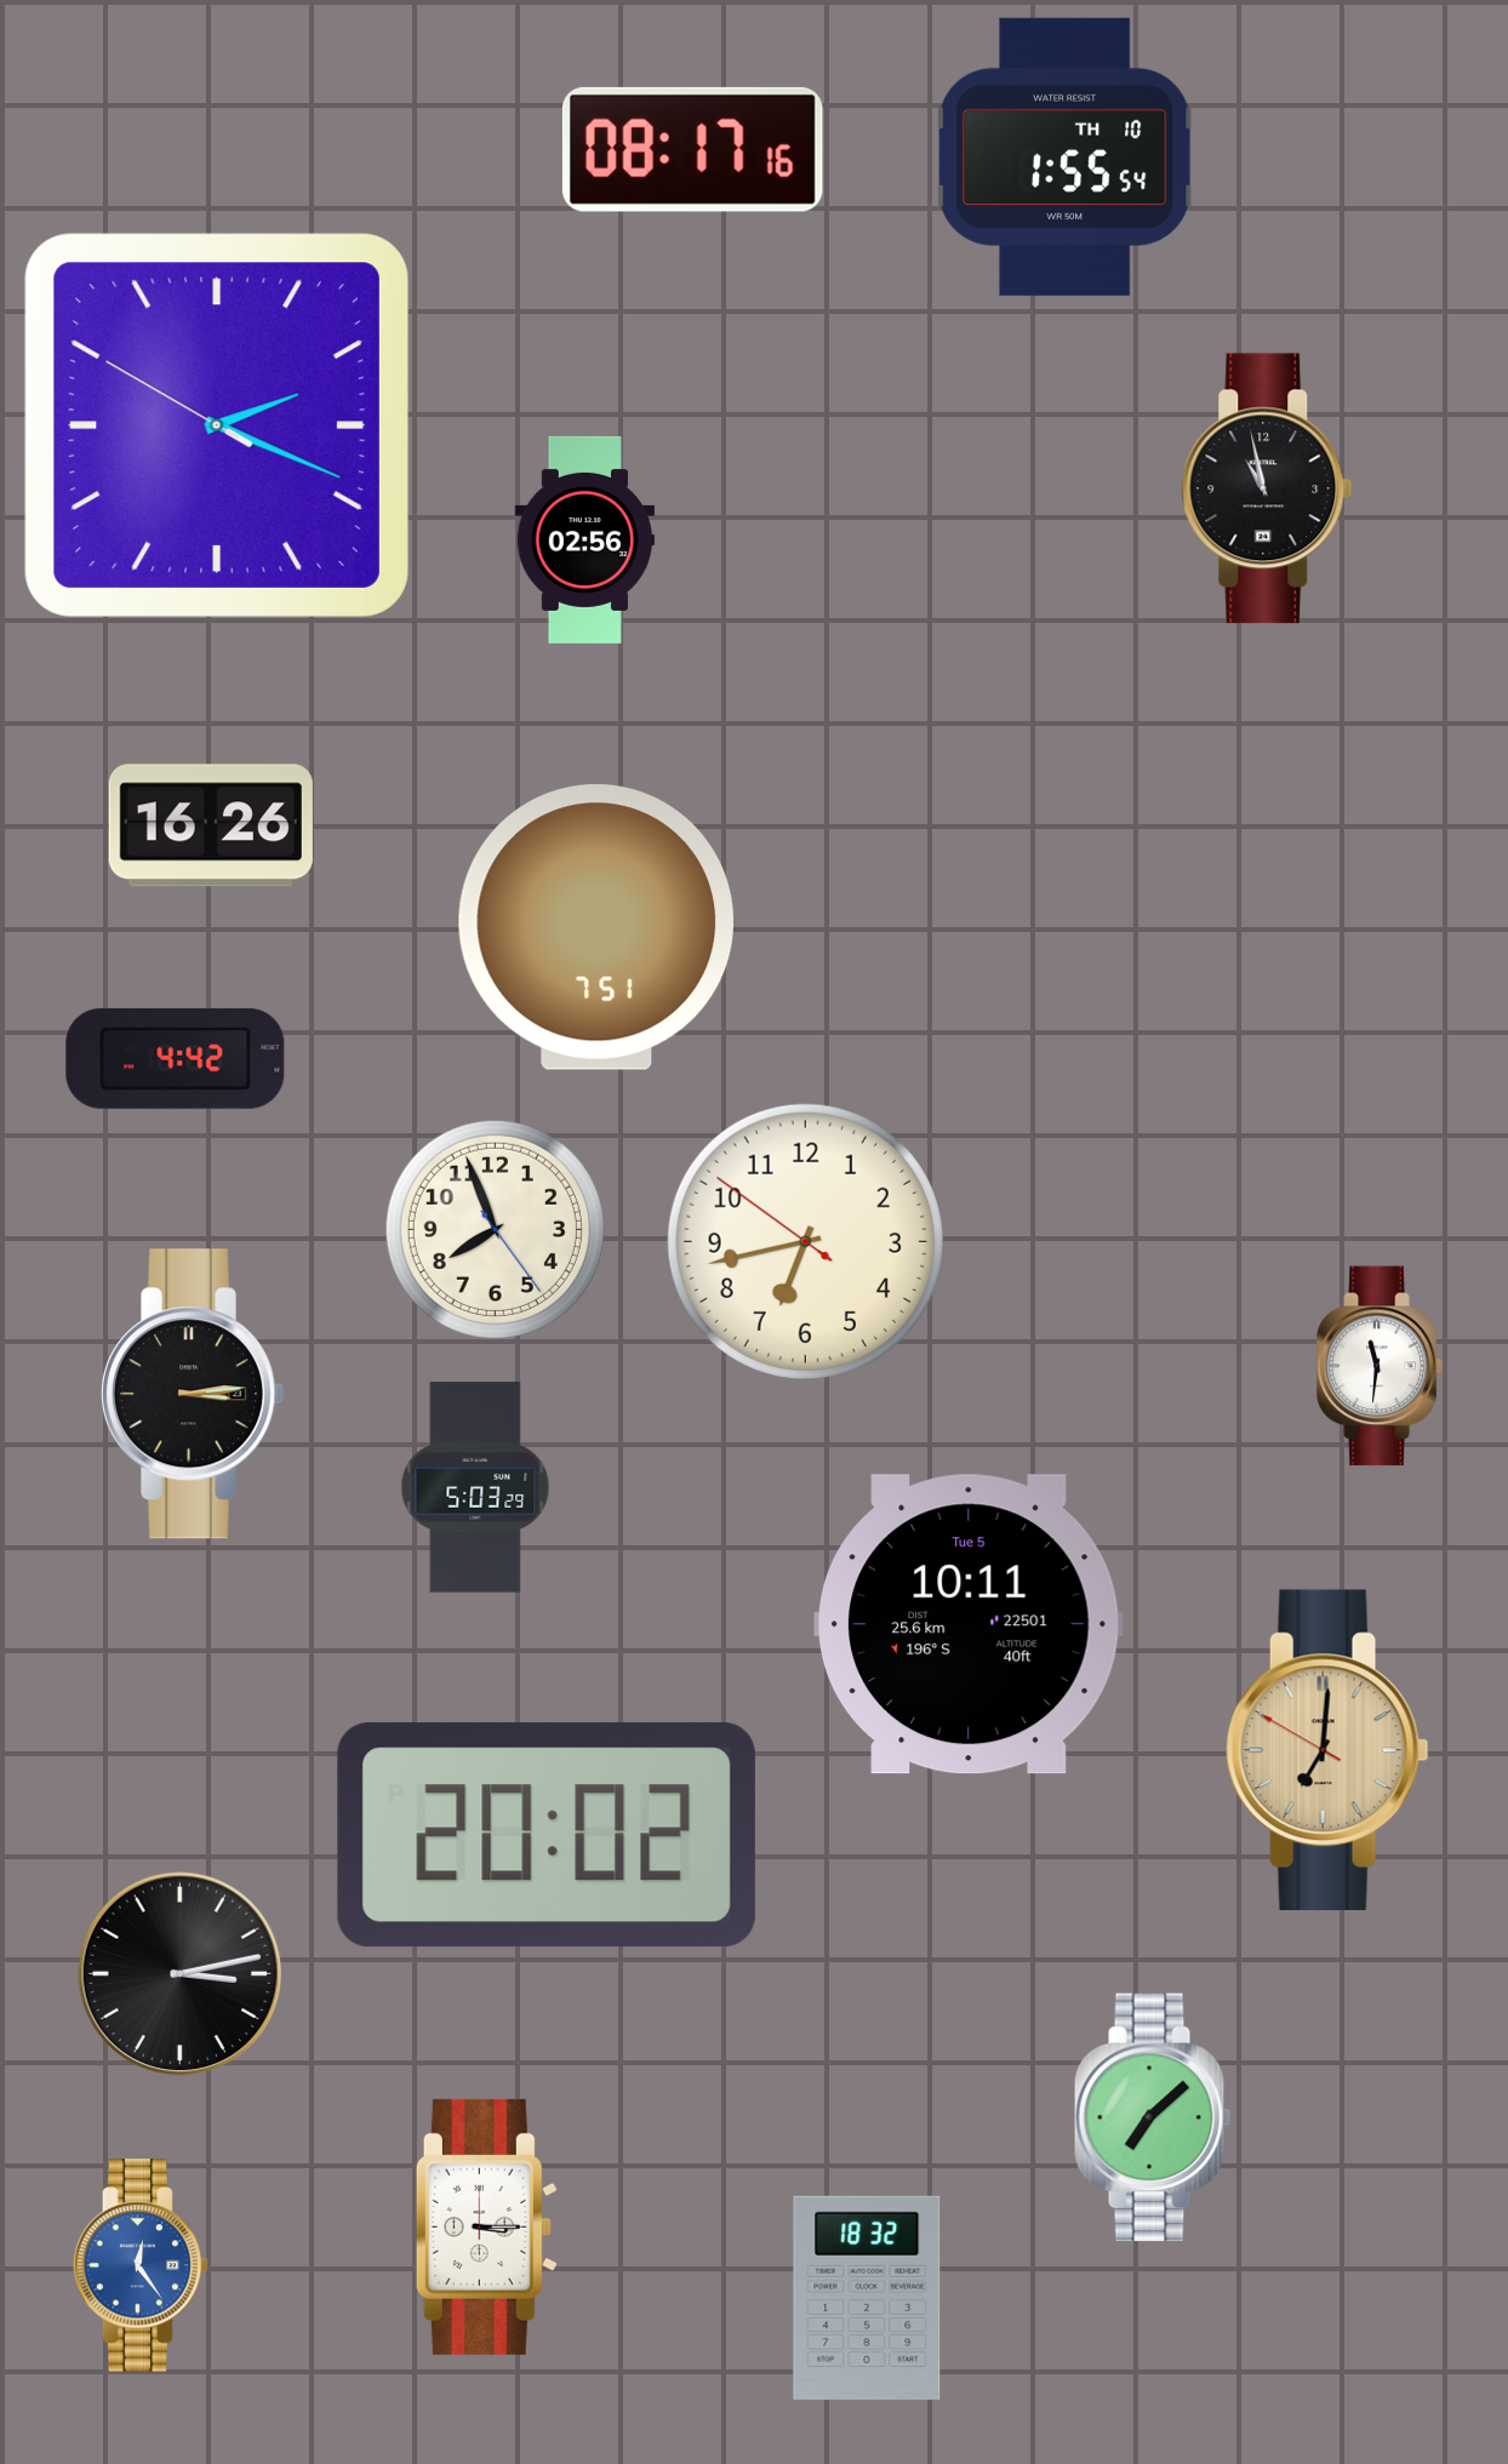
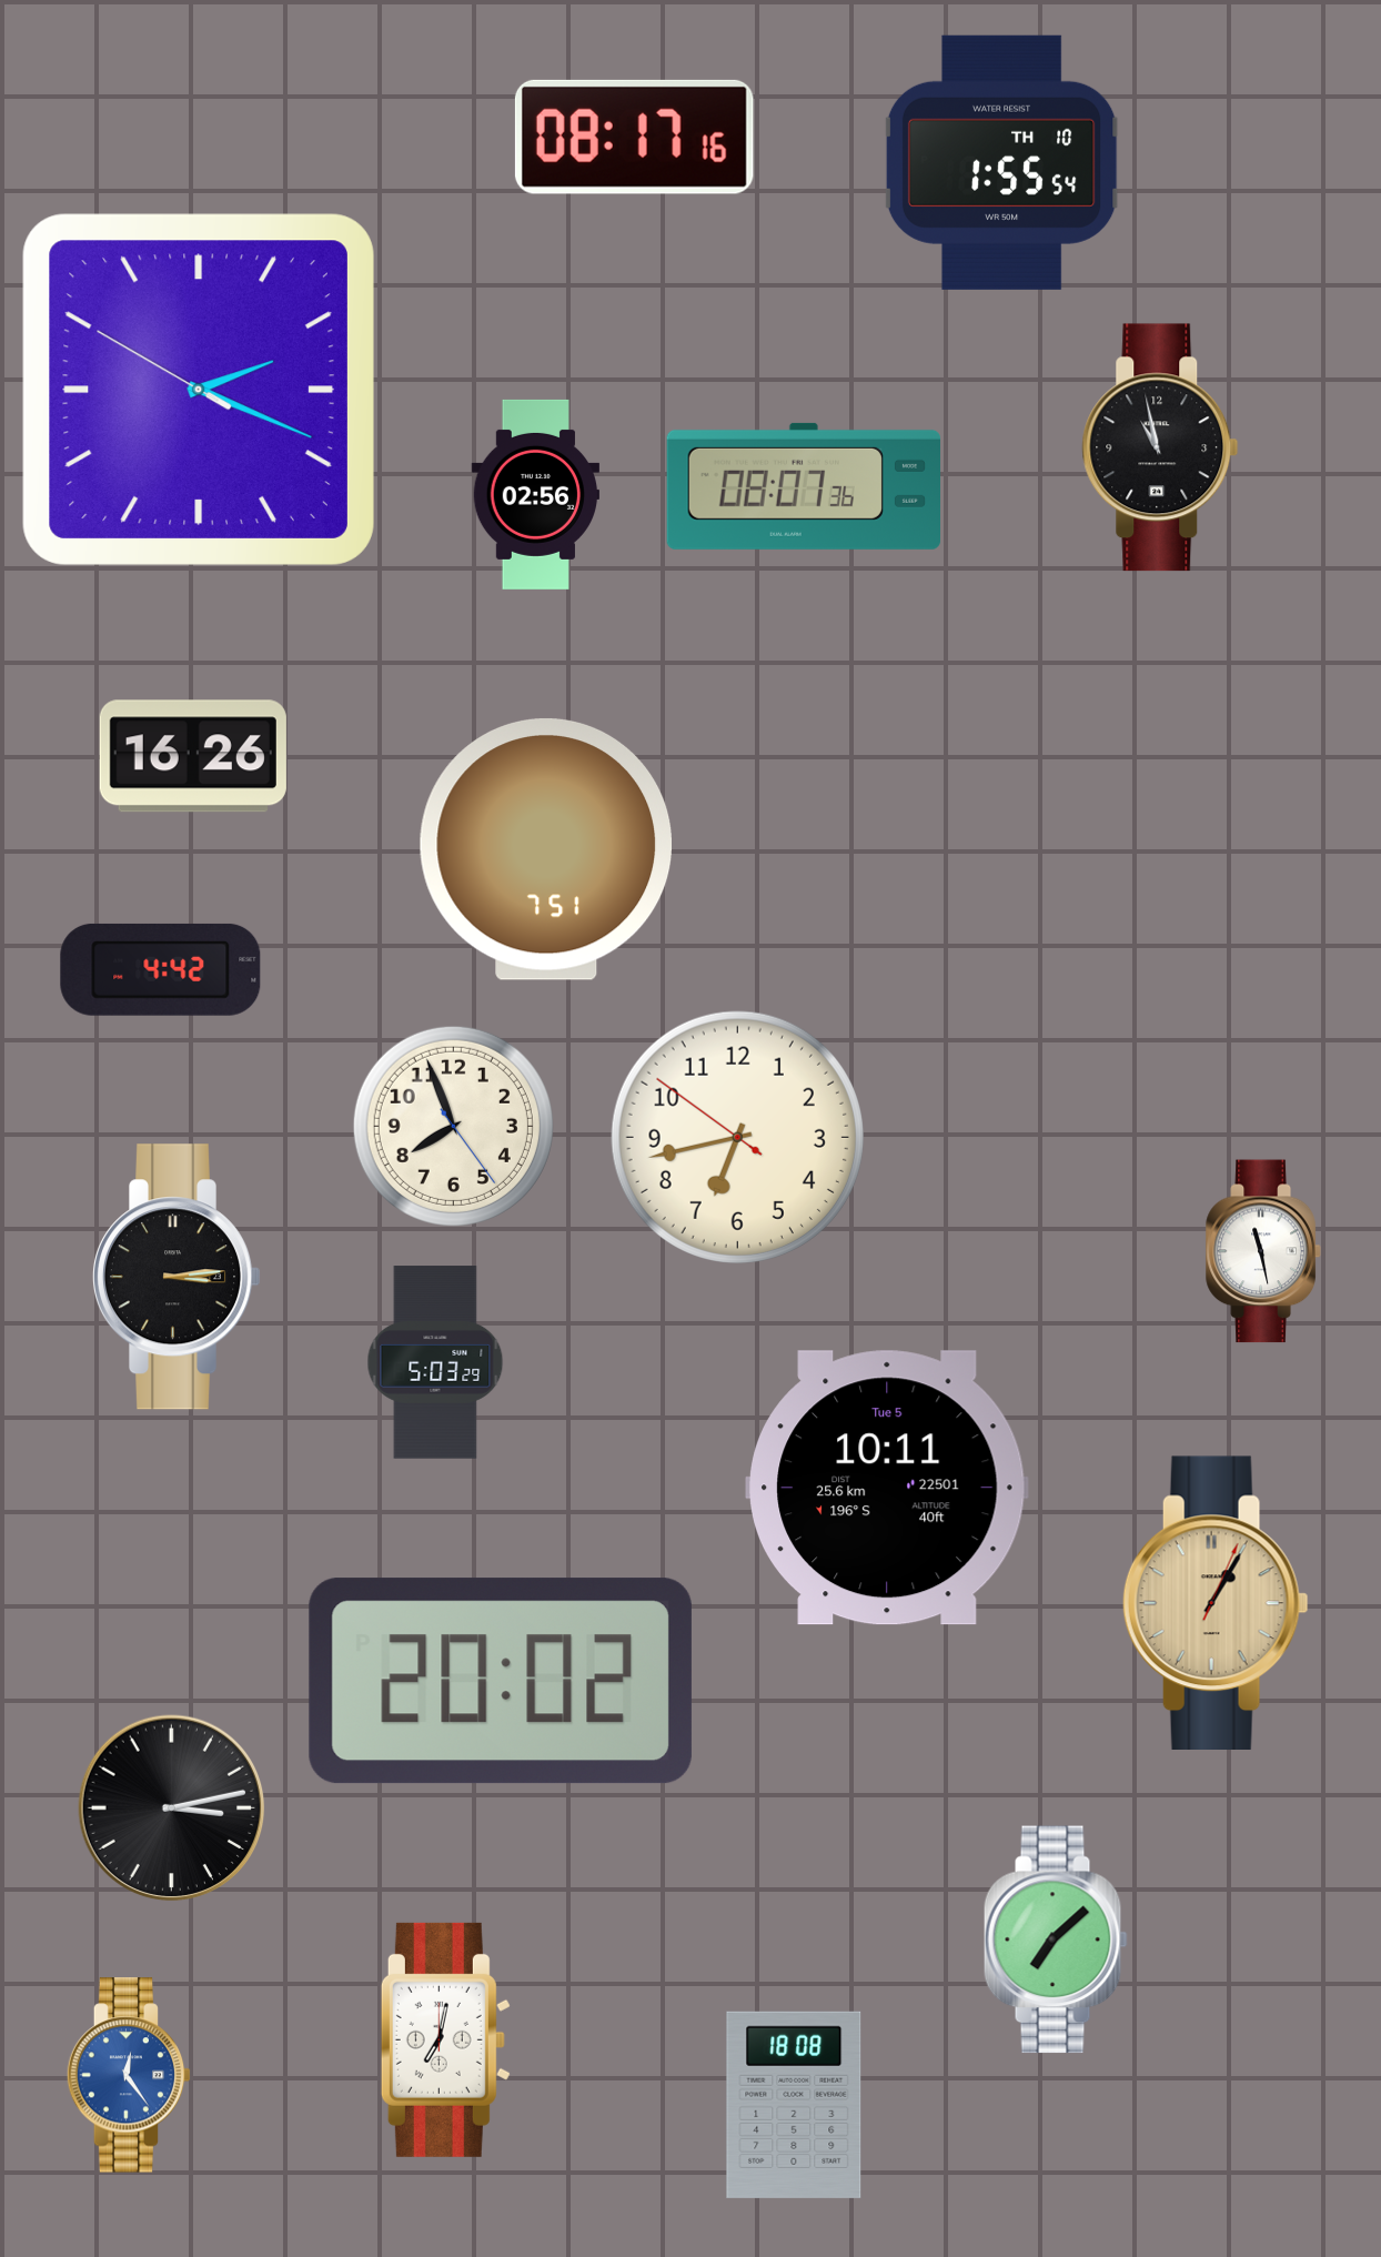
clock at (1064, 156) position: (1064, 156) -> (1001, 162)
clock at (803, 486): none -> 08:07
clock at (1380, 1366): 11:31 -> 11:28
clock at (1327, 1749): 7:00 -> 1:05
clock at (181, 1974) position: (181, 1974) -> (172, 1808)
clock at (486, 2226): 3:15 -> 7:02
clock at (867, 2298): 18:32 -> 18:08
